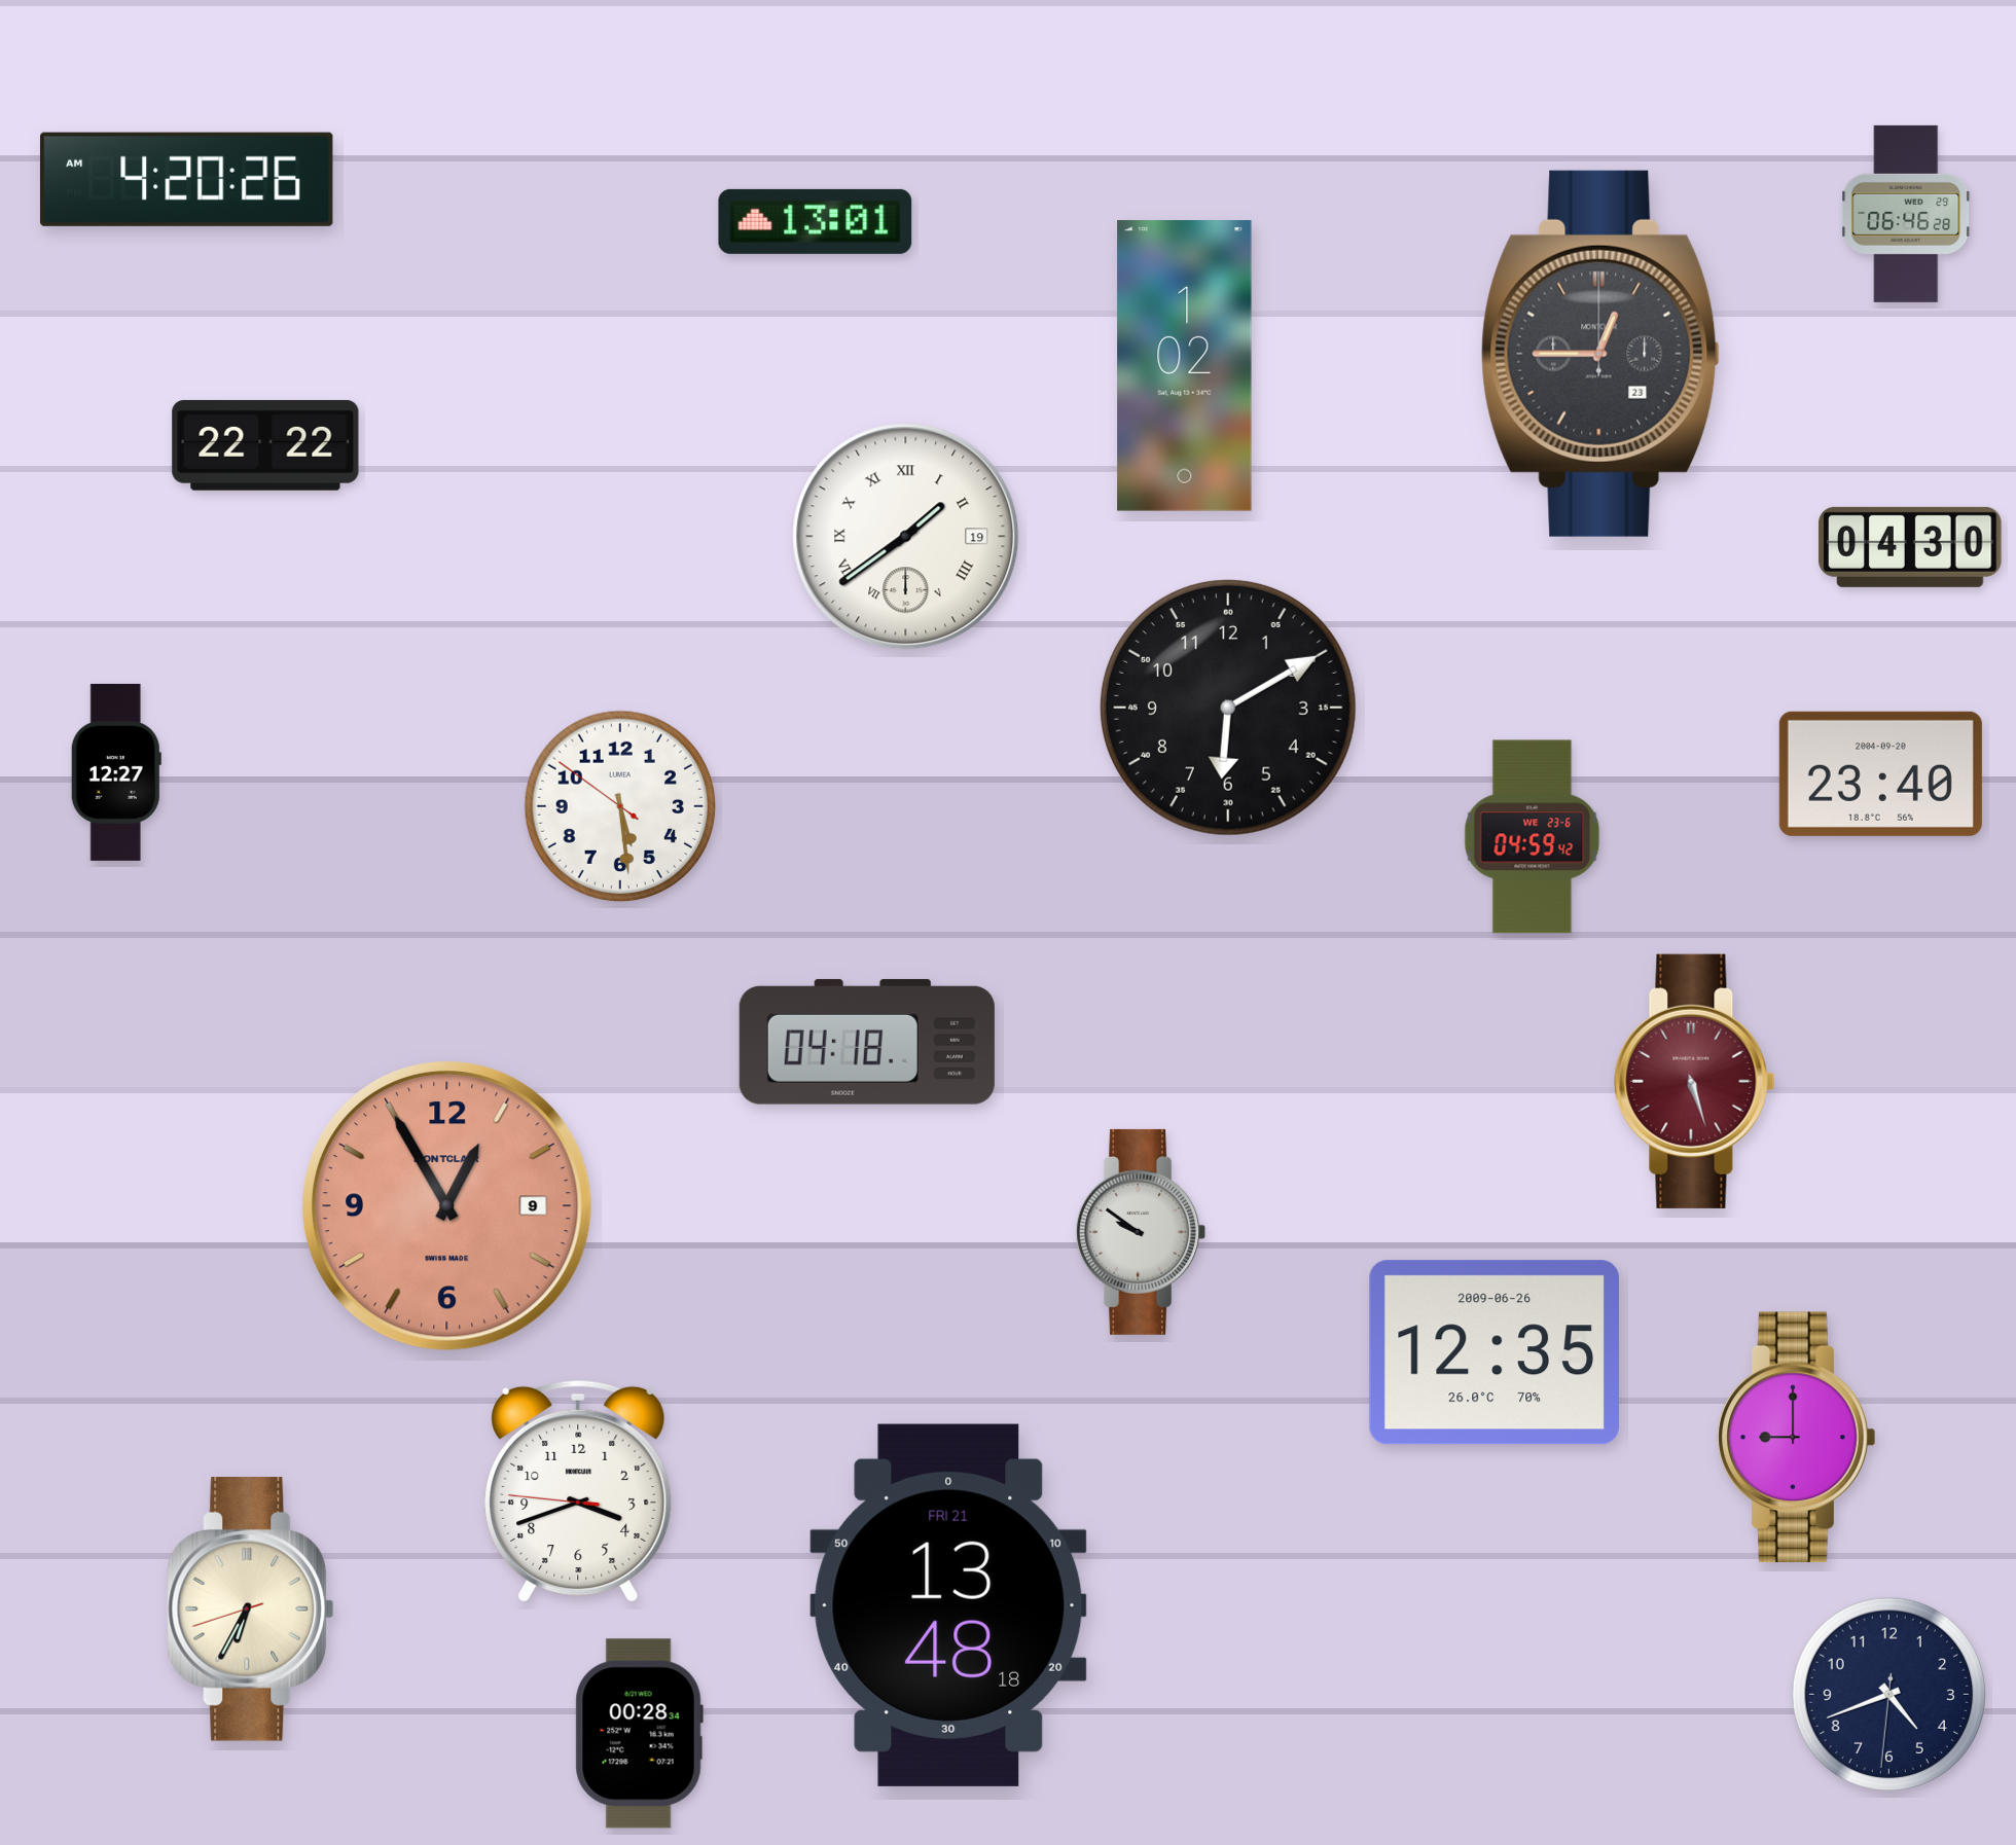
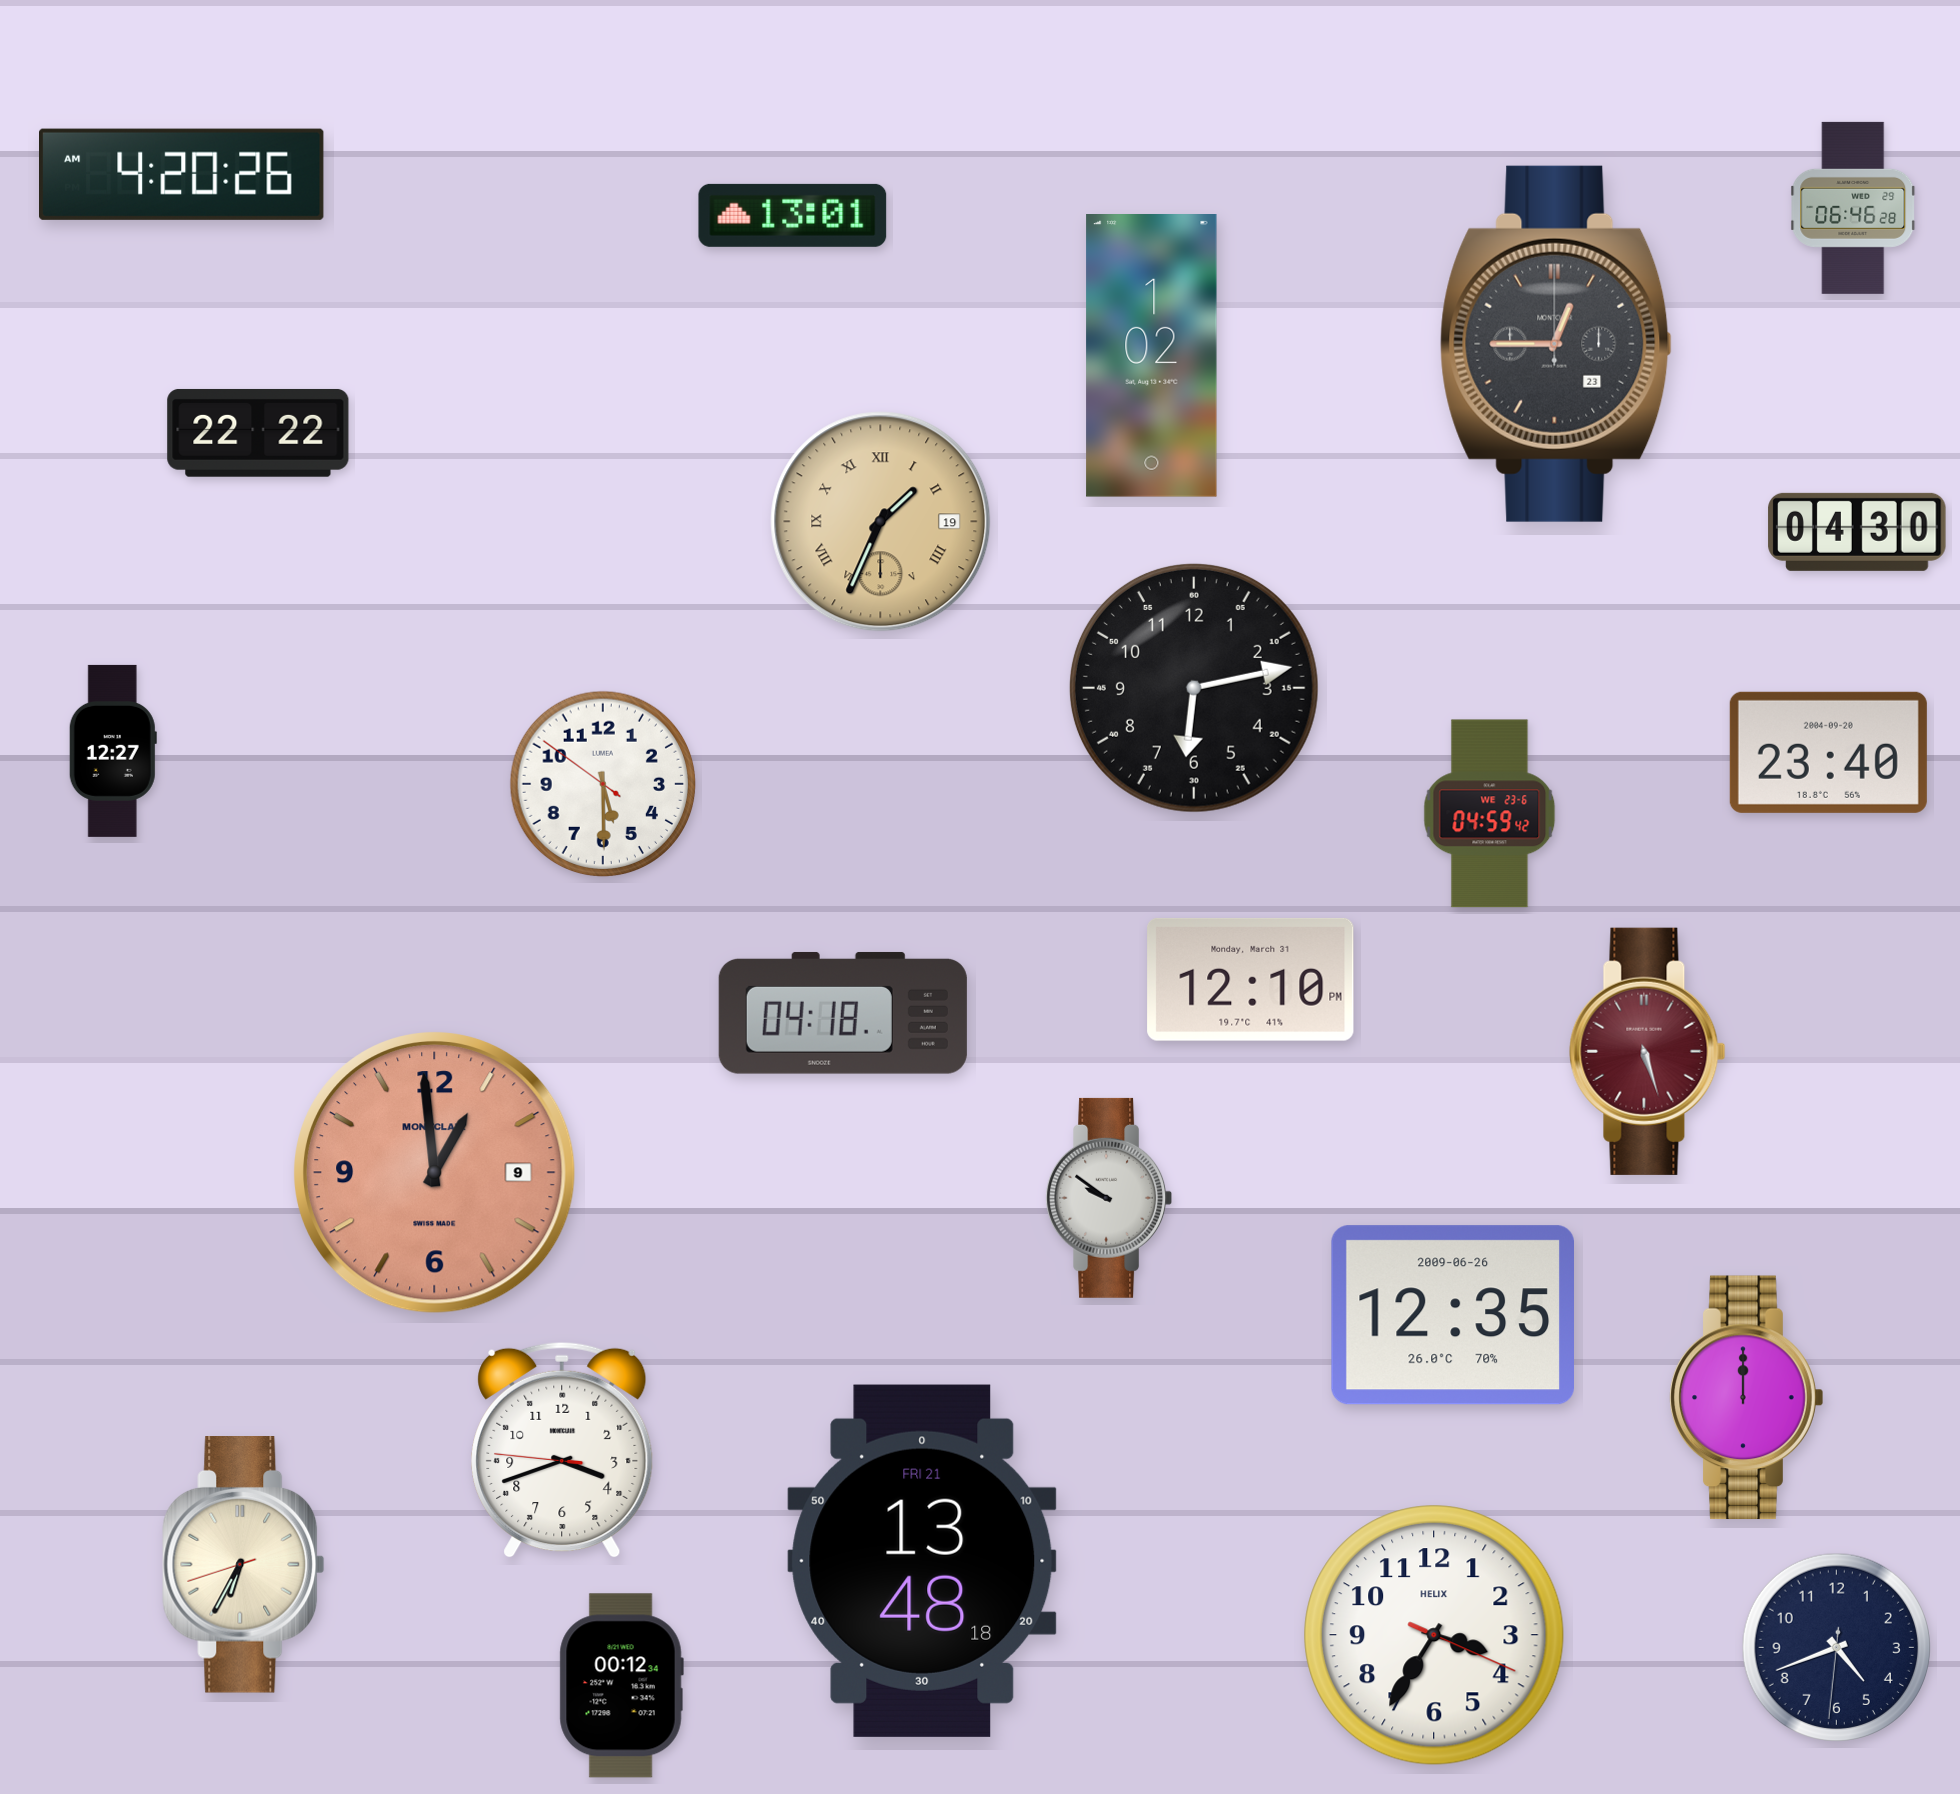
clock at (906, 537): 1:39 -> 1:34
clock at (906, 537) dial: white -> champagne
clock at (1228, 708): 6:10 -> 6:13
clock at (620, 806): 5:28 -> 5:29
clock at (1251, 979): none -> 12:10
clock at (446, 1205): 12:55 -> 12:59
clock at (1797, 1437): 9:00 -> 12:00
clock at (1434, 1635): none -> 3:35
clock at (639, 1734): 00:28 -> 00:12
